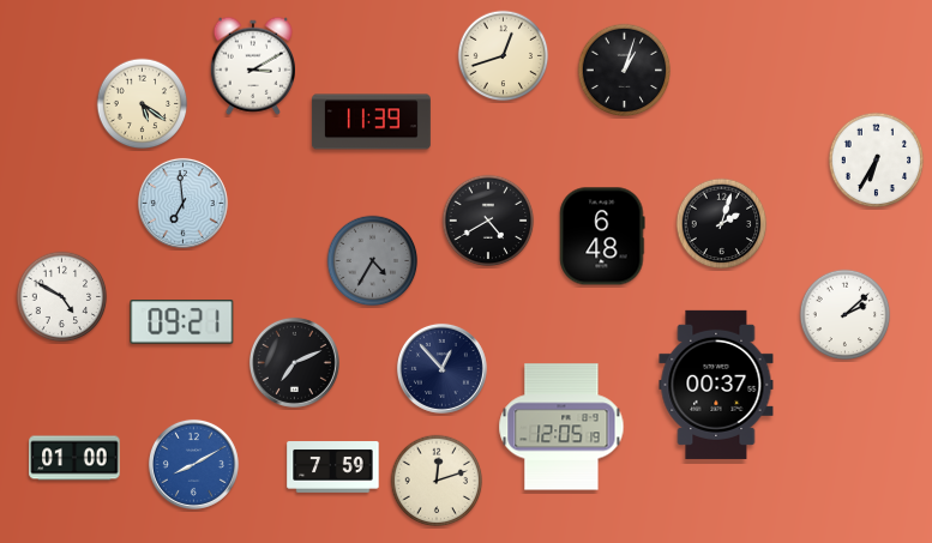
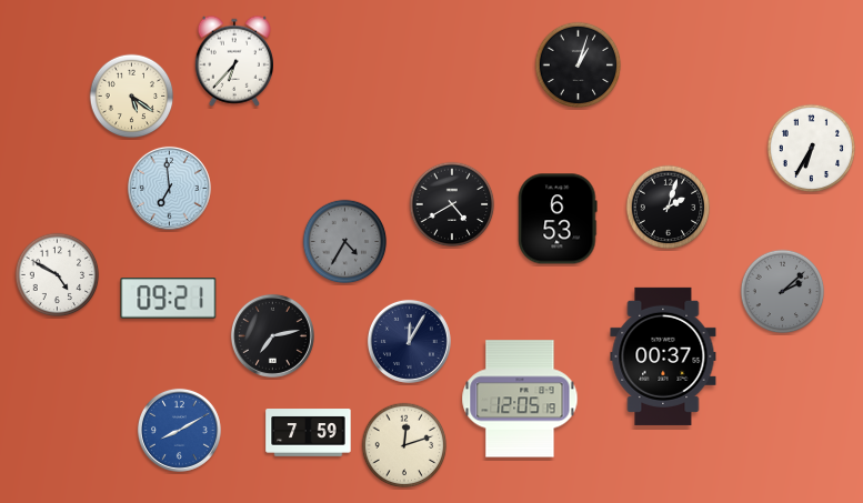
clock at (504, 56): 12:42 -> none
clock at (252, 66): 3:10 -> 6:37
clock at (371, 122): 11:39 -> none
clock at (602, 236): 6:48 -> 6:53
clock at (846, 315) dial: white -> grey
clock at (294, 362): 7:11 -> 7:13
clock at (441, 368): 12:53 -> 12:05
clock at (561, 427) position: (561, 427) -> (520, 399)
clock at (74, 458): 01:00 -> none
